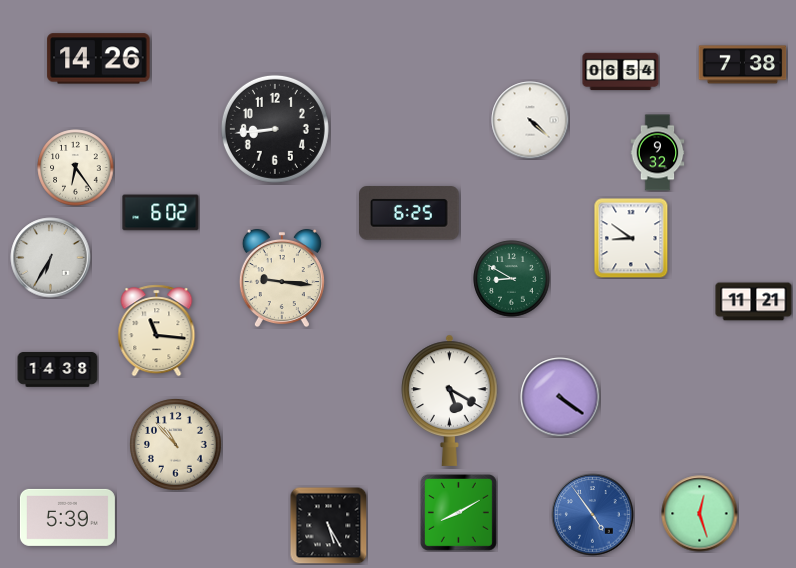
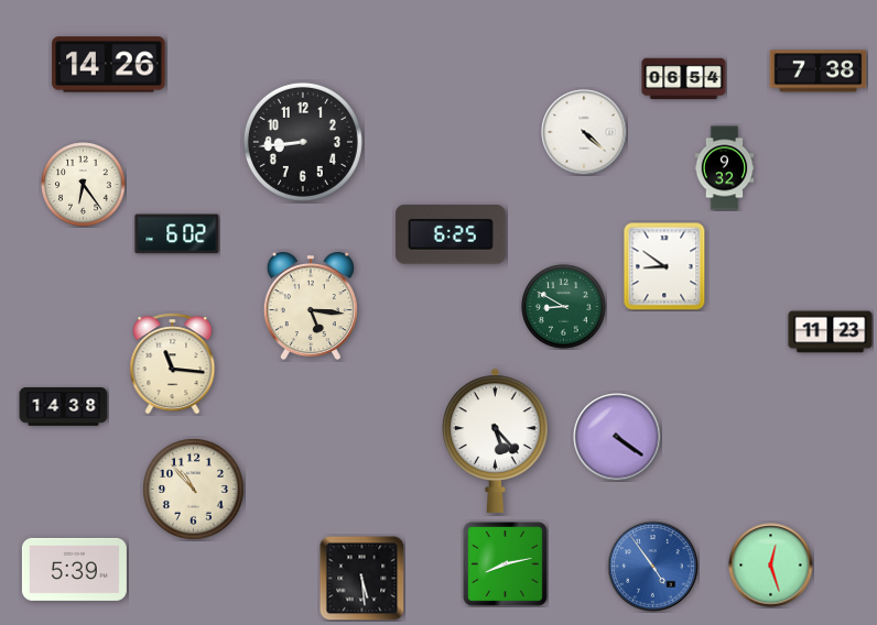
clock at (631, 238) position: (631, 238) -> (664, 266)
clock at (51, 258): 6:35 -> none
clock at (282, 278): 9:16 -> 5:16
clock at (754, 302): 11:21 -> 11:23
clock at (450, 400): 5:20 -> 5:23
clock at (458, 512): 8:10 -> 8:13
clock at (328, 525): 5:25 -> 5:29
